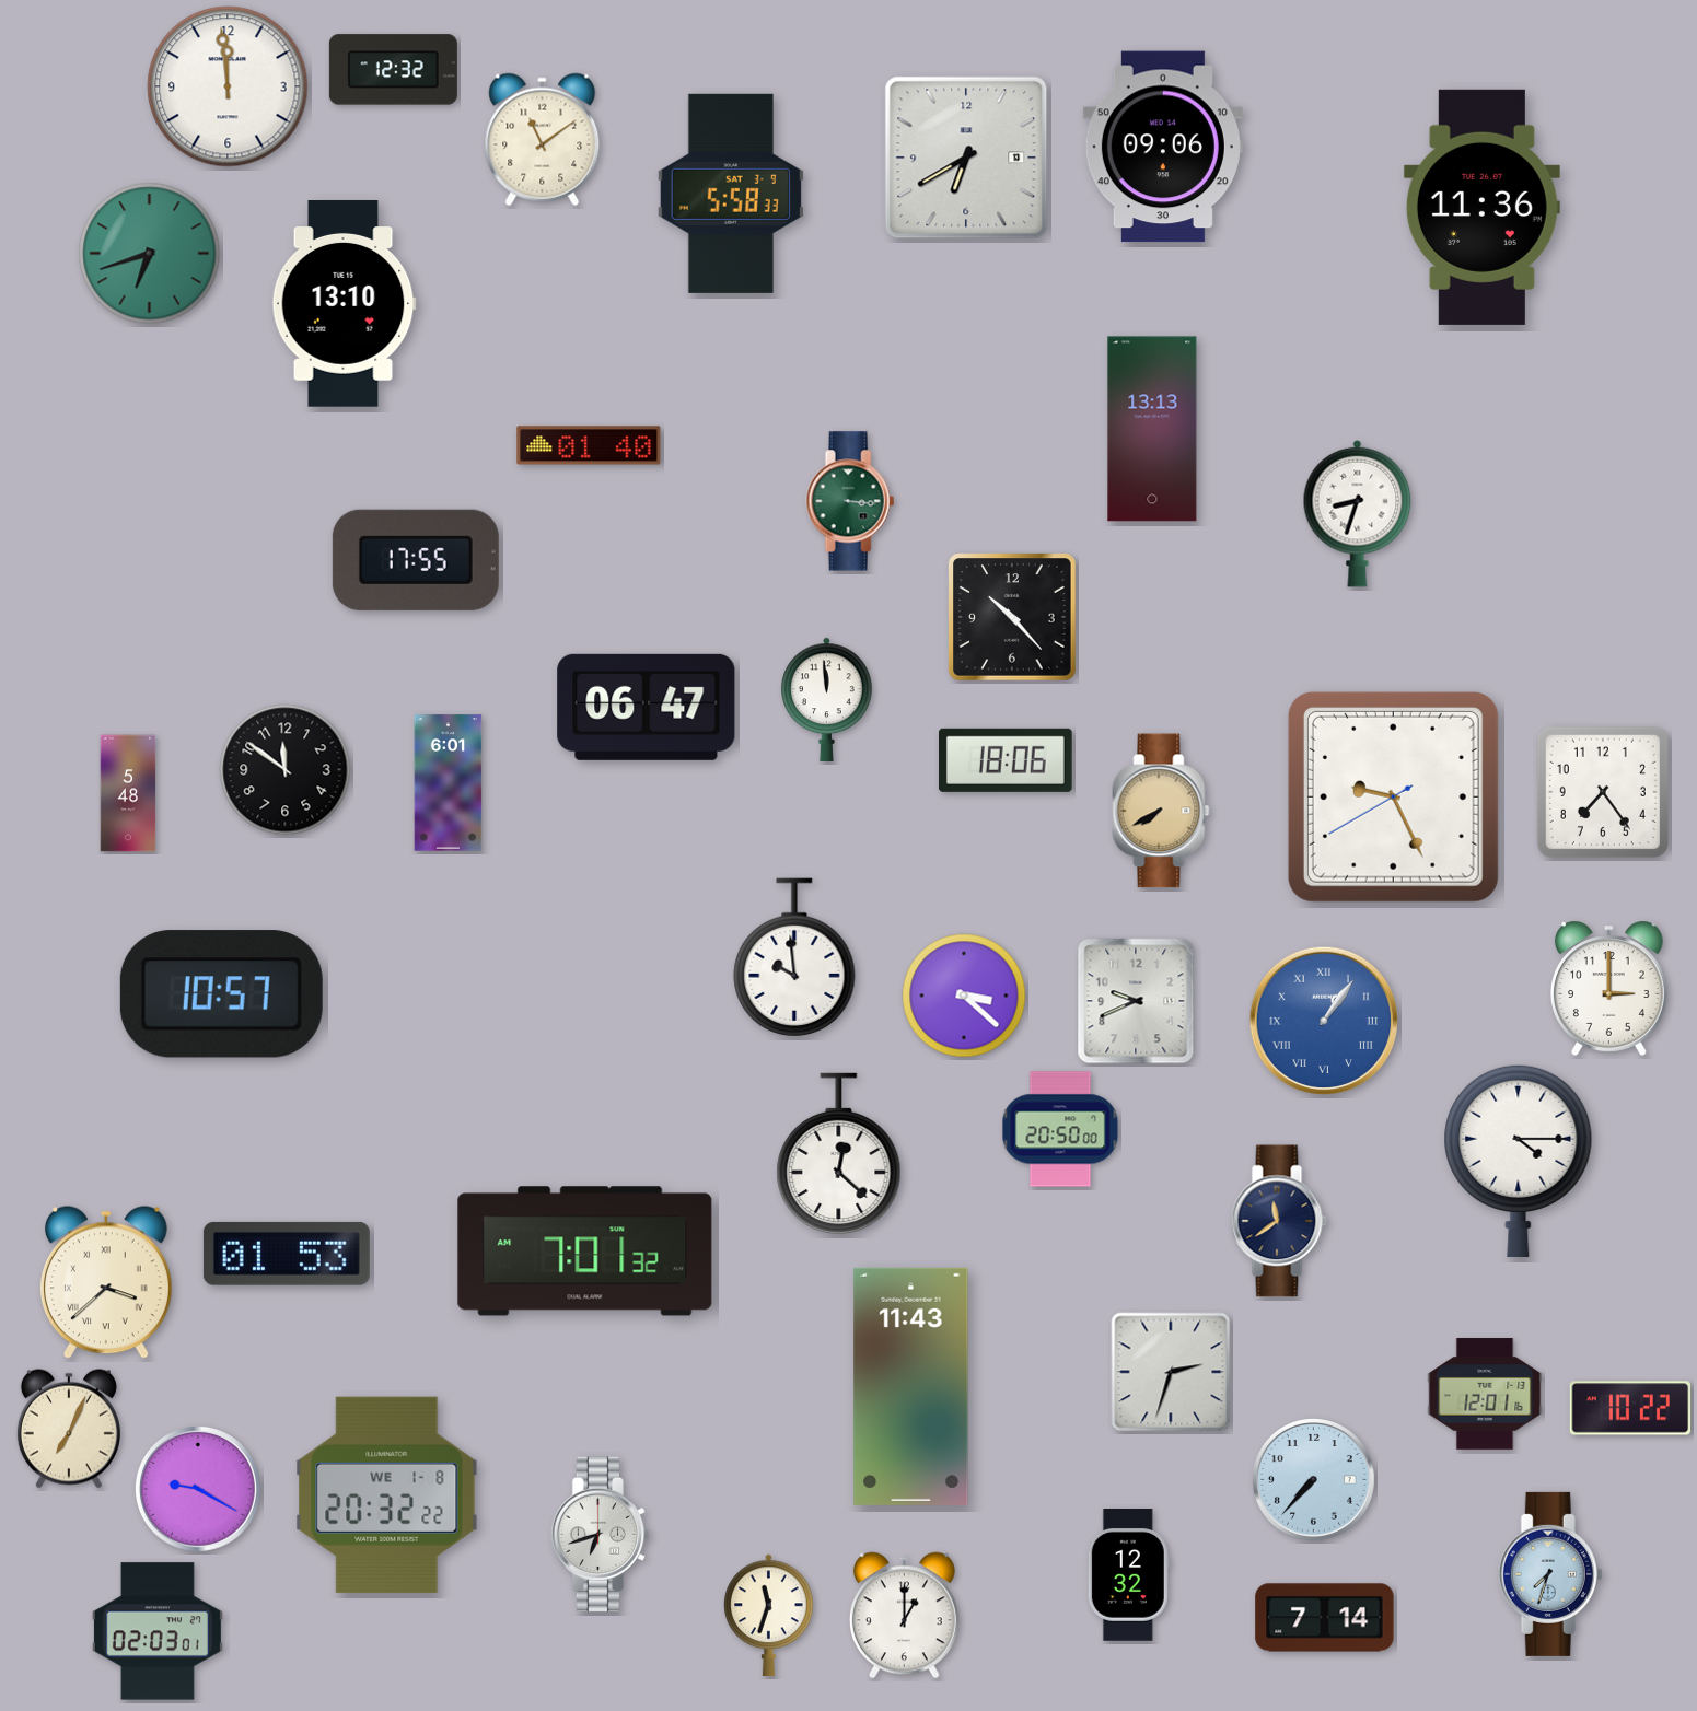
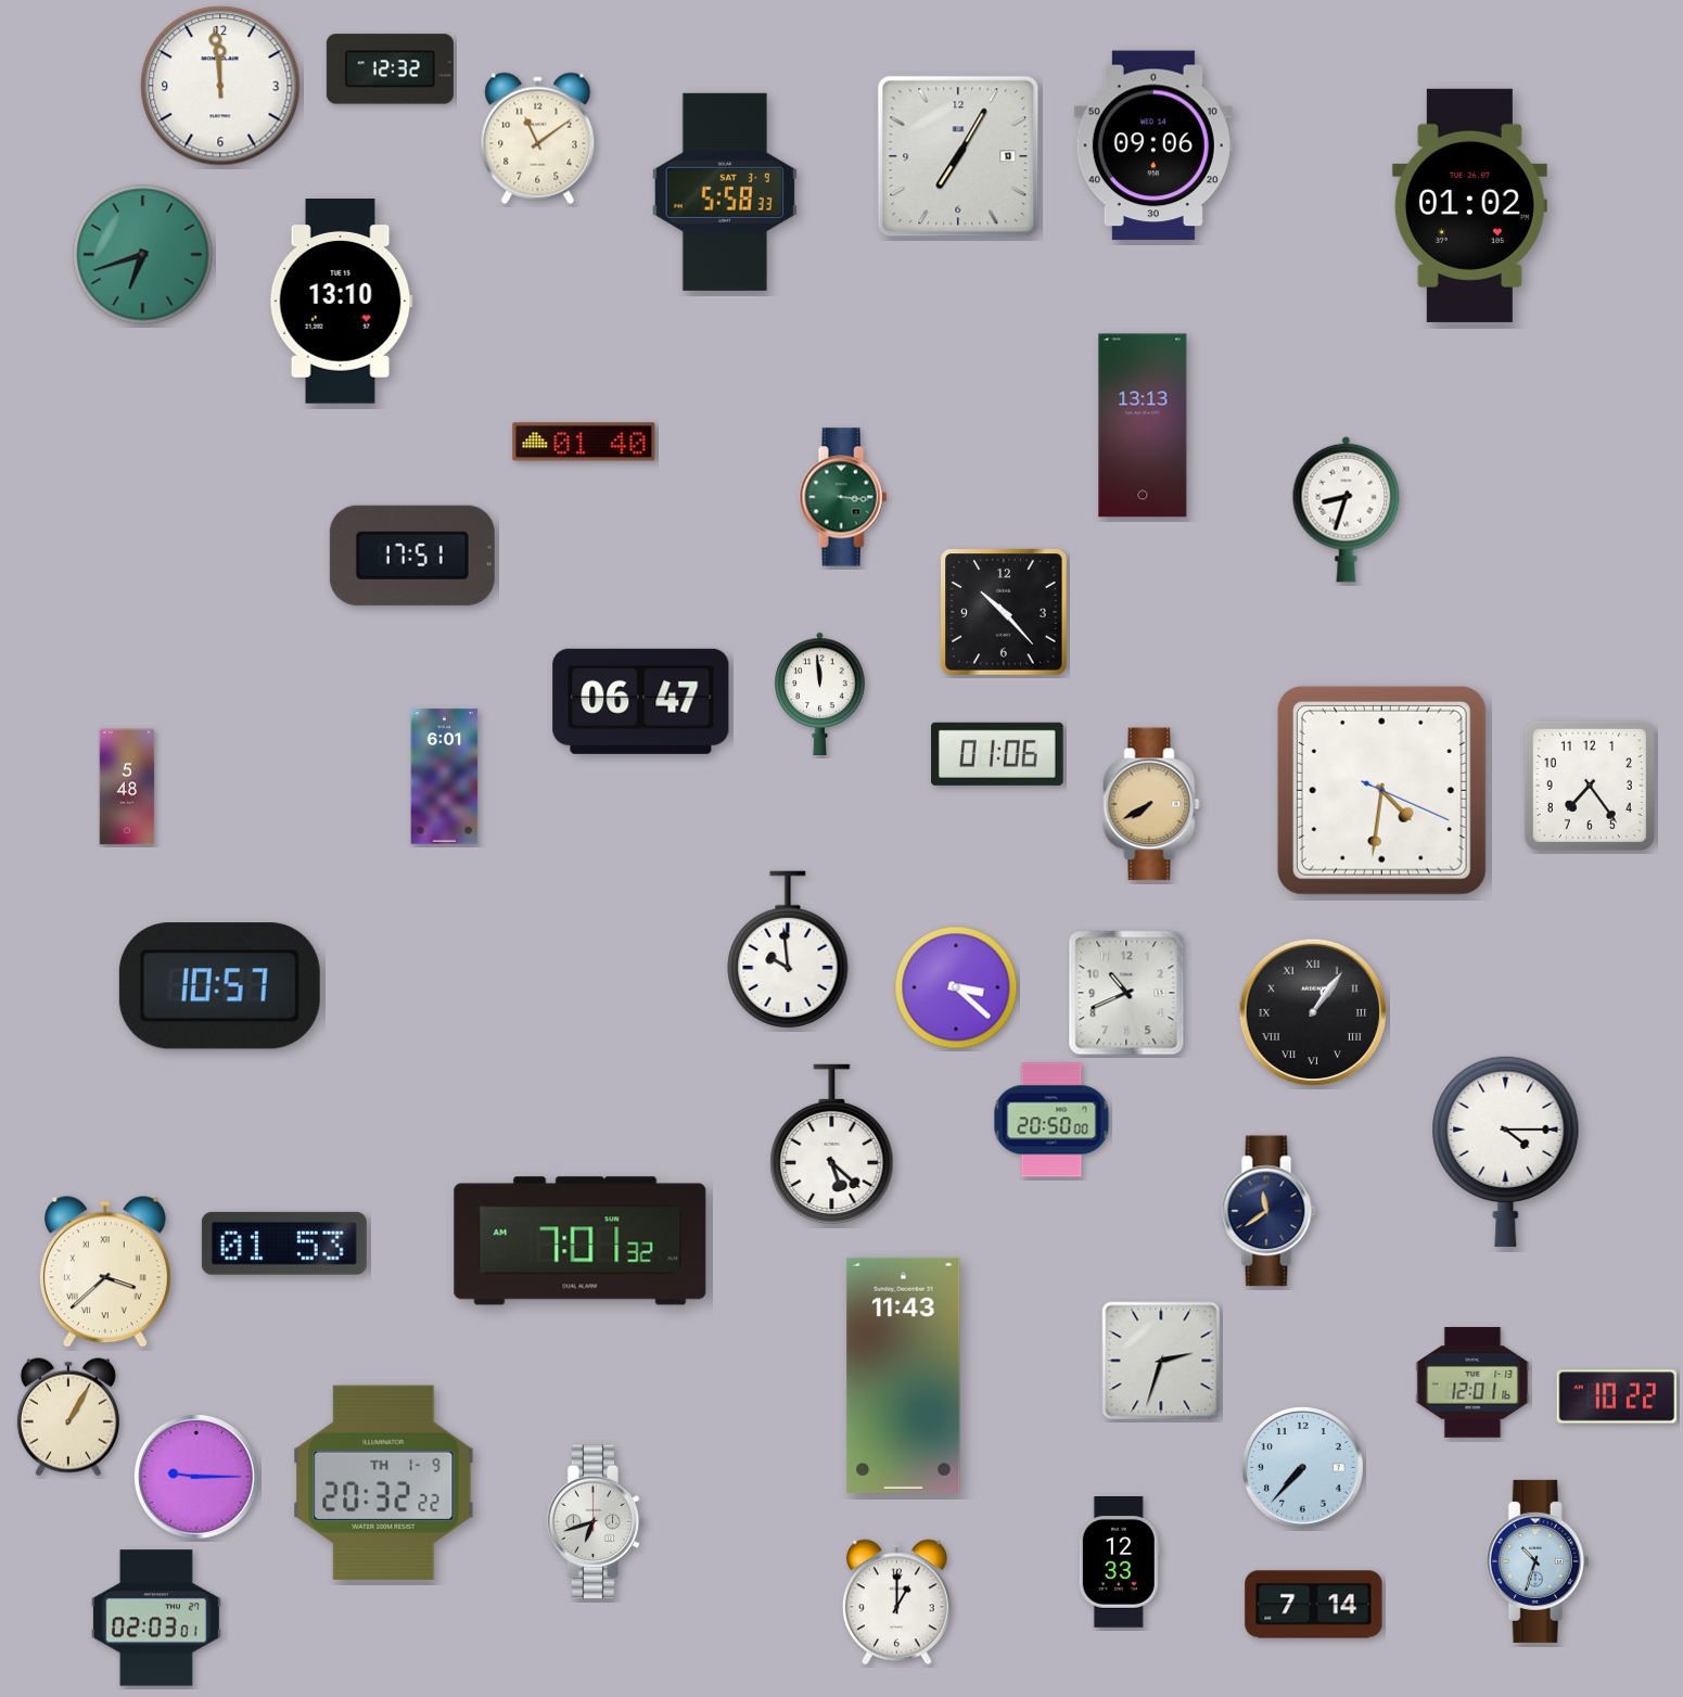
clock at (228, 86) position: (228, 86) -> (220, 86)
clock at (966, 158): 6:40 -> 7:05
clock at (1481, 207): 11:36 -> 01:02
clock at (150, 254) position: (150, 254) -> (143, 255)
clock at (416, 560): 17:55 -> 17:51
clock at (1007, 760): 18:06 -> 01:06
clock at (286, 770): 11:51 -> none
clock at (1393, 796): 9:25 -> 4:31
clock at (1609, 988): 3:00 -> none
clock at (1136, 1001): 9:41 -> 10:41
clock at (1323, 1020) dial: blue -> black
clock at (839, 1154): 12:22 -> 5:22
clock at (69, 1429): 7:04 -> 1:05
clock at (198, 1489): 9:20 -> 9:15
clock at (387, 1494) date: WE 1-8 -> TH 1-9
clock at (1550, 1574): 7:33 -> 10:33
clock at (1128, 1575): 12:32 -> 12:33
clock at (769, 1616): 11:33 -> none
